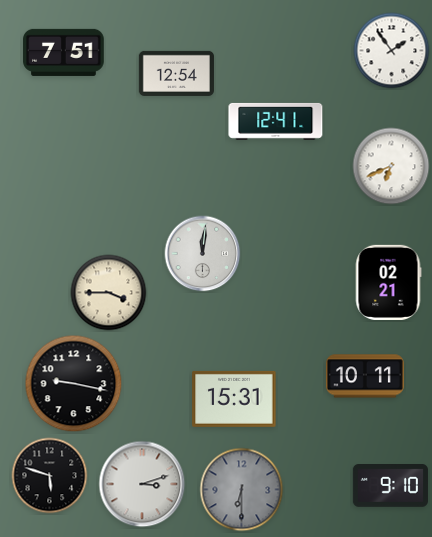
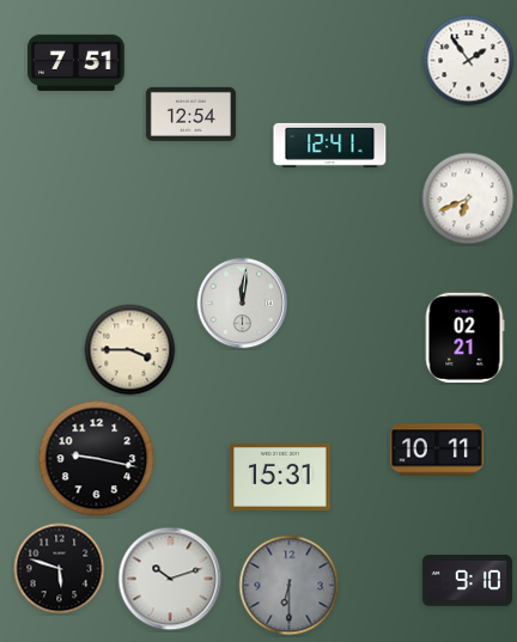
clock at (176, 73) position: (176, 73) -> (190, 114)
clock at (74, 384) position: (74, 384) -> (97, 459)
clock at (142, 484): 3:12 -> 10:12
